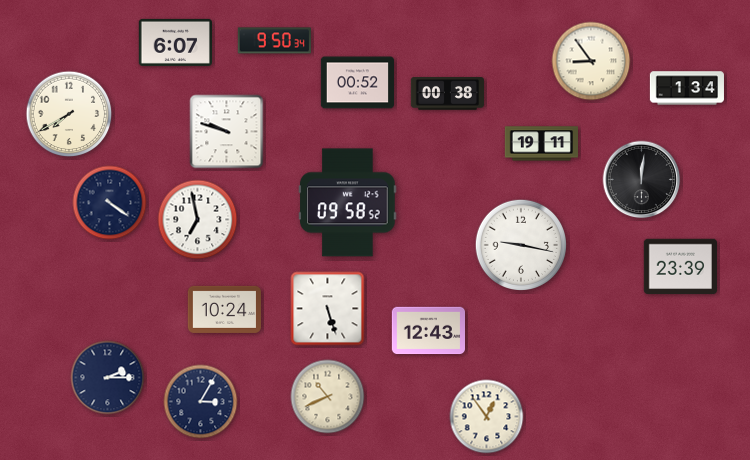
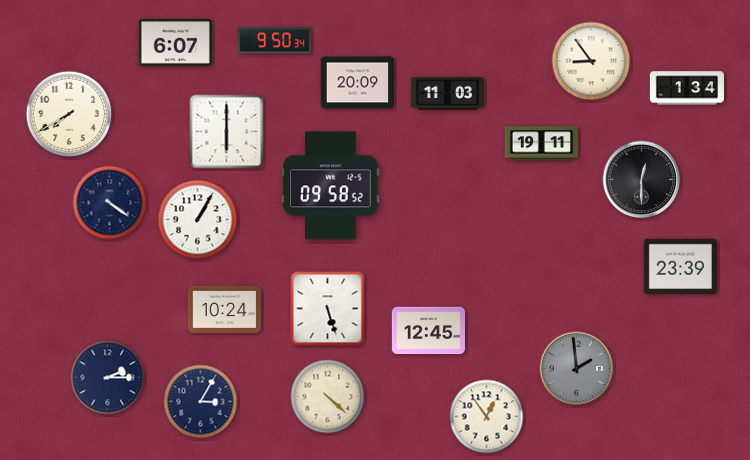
clock at (357, 83): 00:52 -> 20:09
clock at (447, 94): 00:38 -> 11:03
clock at (227, 132): 9:48 -> 6:00
clock at (642, 180): 12:01 -> 12:30
clock at (348, 203) position: (348, 203) -> (331, 186)
clock at (198, 220): 6:58 -> 1:05
clock at (520, 244): 9:17 -> none
clock at (428, 331): 12:43 -> 12:45
clock at (577, 369): none -> 1:59
clock at (328, 397): 10:41 -> 4:22
